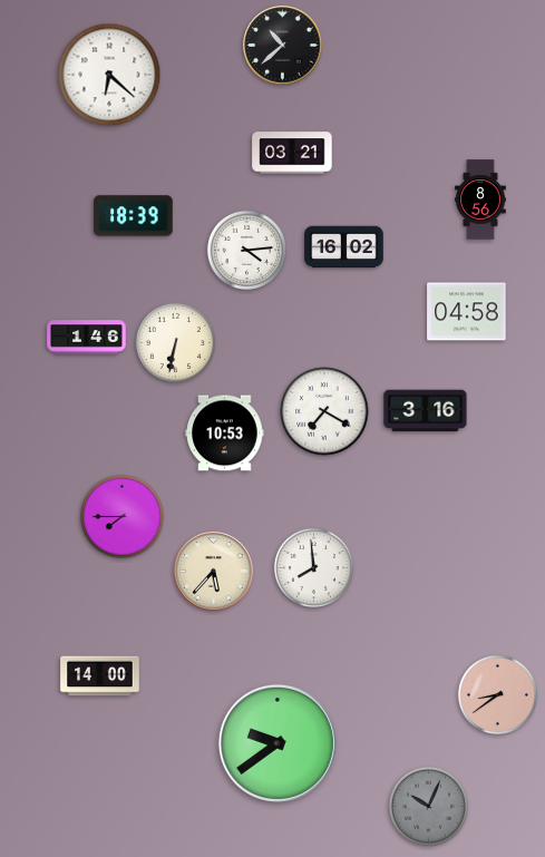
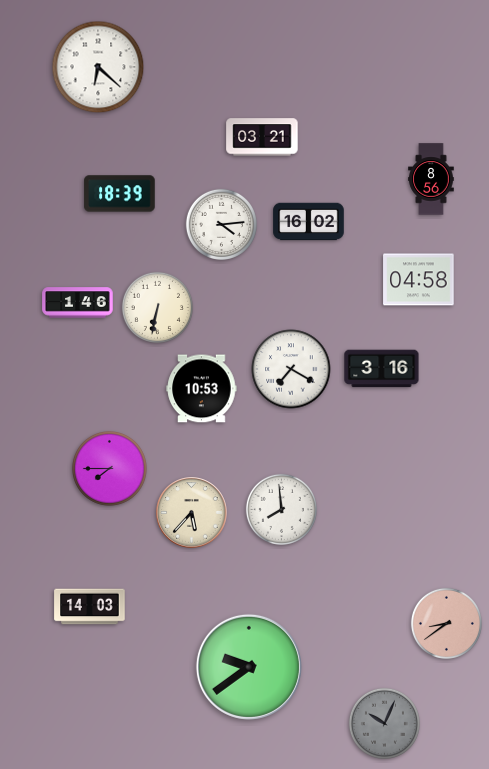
clock at (283, 46): 10:38 -> none
clock at (123, 517) position: (123, 517) -> (110, 469)
clock at (100, 676): 14:00 -> 14:03
